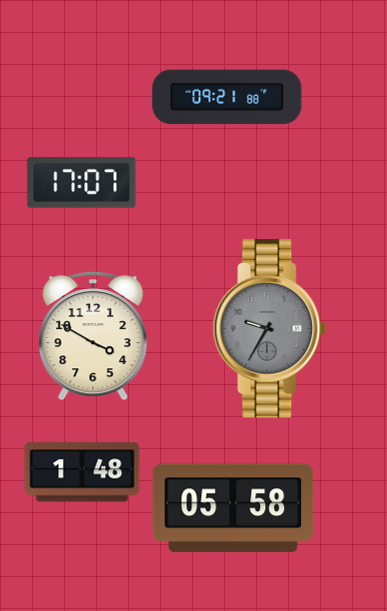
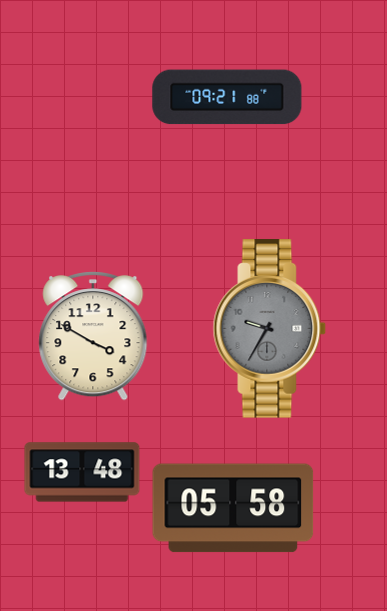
clock at (82, 183): 17:07 -> none
clock at (82, 472): 1:48 -> 13:48
